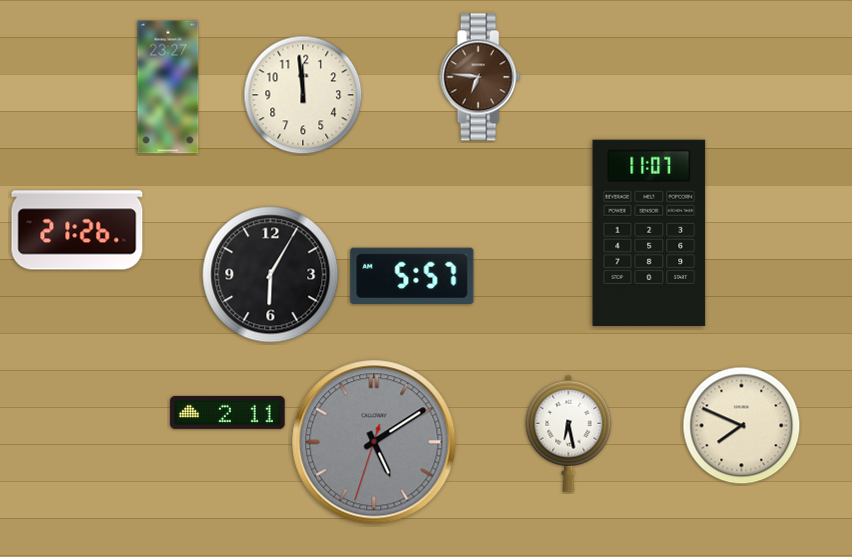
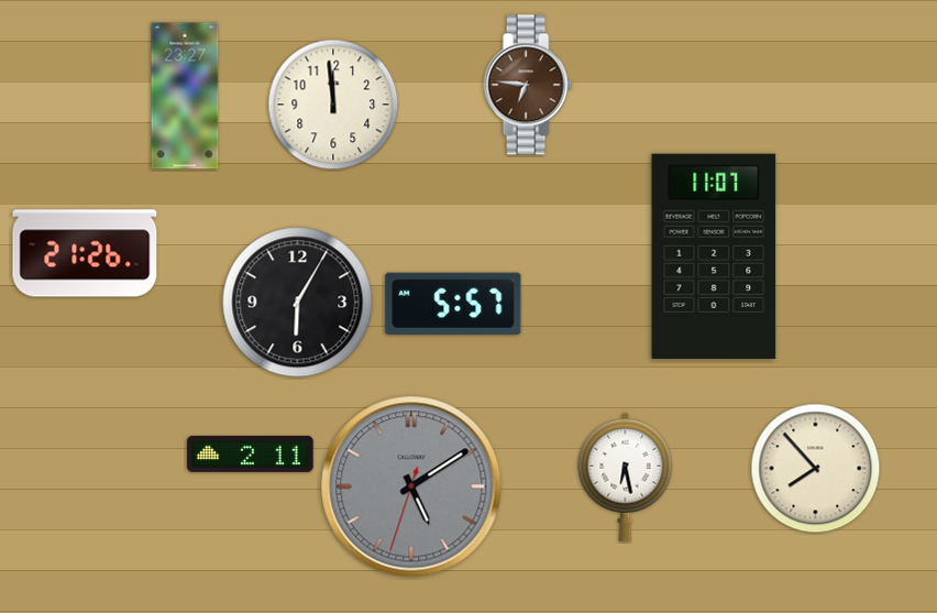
clock at (742, 426): 7:49 -> 7:53
